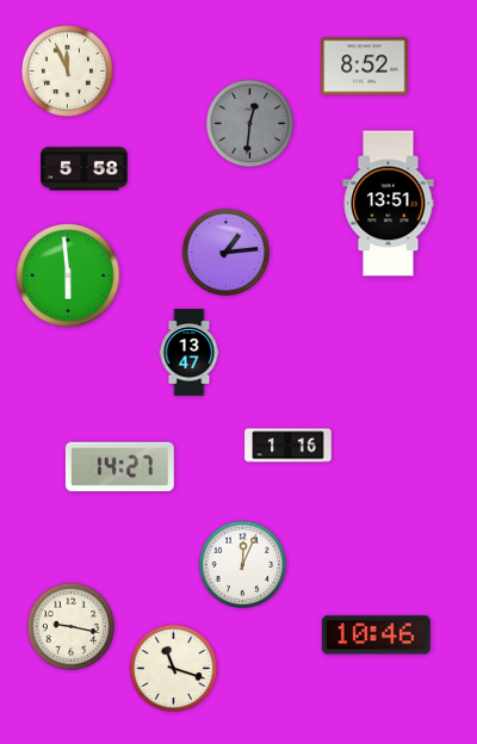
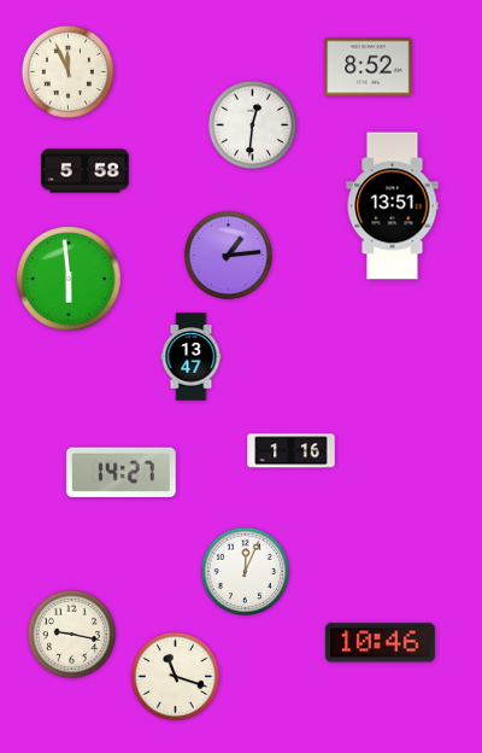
clock at (250, 124) dial: grey -> white
